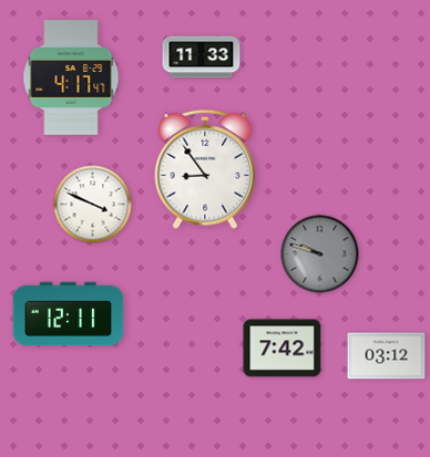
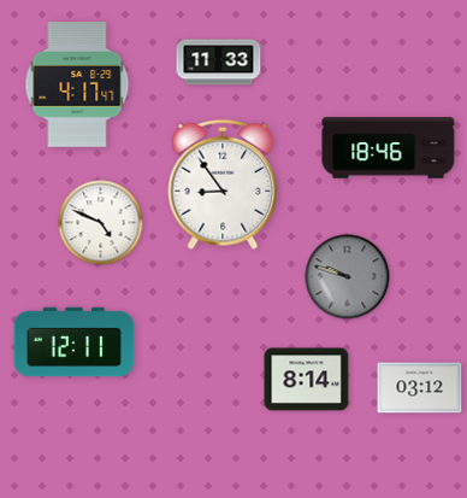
clock at (389, 148): none -> 18:46
clock at (93, 205): 3:49 -> 4:49
clock at (283, 349): 7:42 -> 8:14
